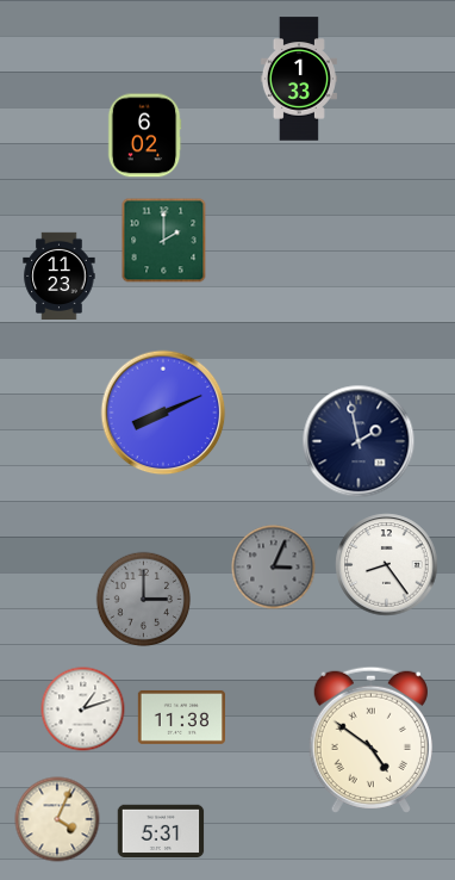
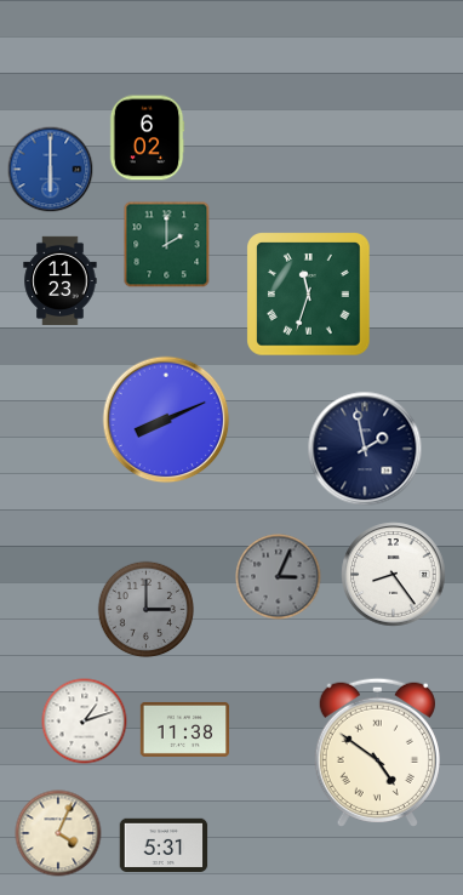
clock at (299, 79): 1:33 -> none
clock at (51, 170): none -> 6:00
clock at (309, 295): none -> 11:33
